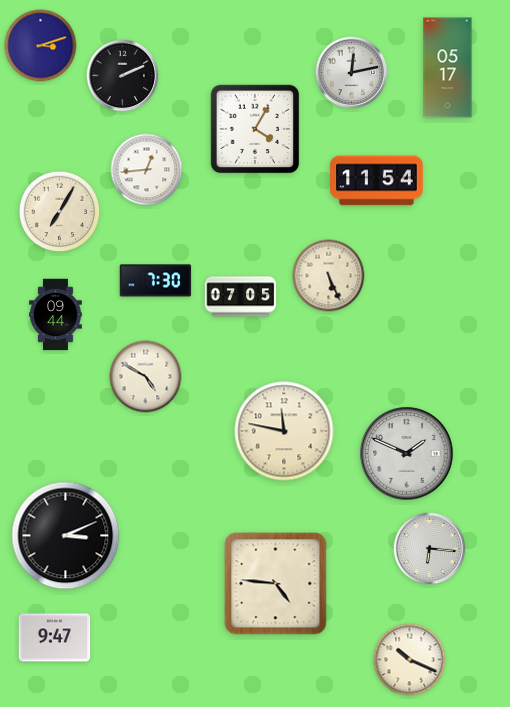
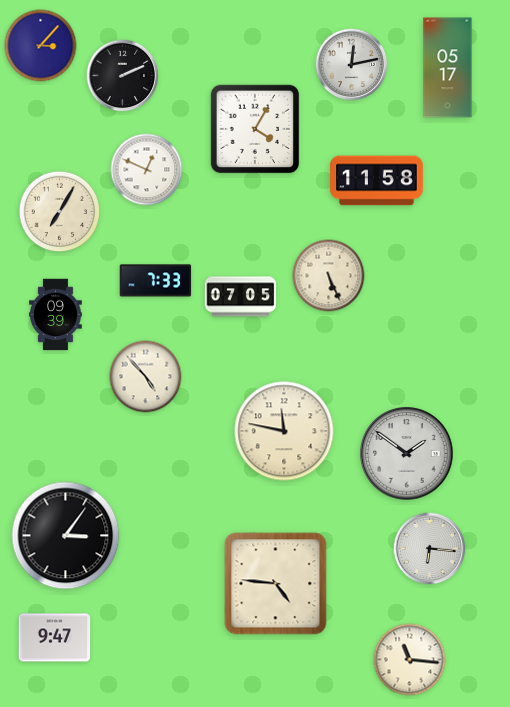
clock at (41, 46): 3:12 -> 3:07
clock at (352, 73) position: (352, 73) -> (352, 65)
clock at (147, 170): 12:44 -> 12:49
clock at (377, 181): 11:54 -> 11:58
clock at (156, 281): 7:30 -> 7:33
clock at (56, 315): 09:44 -> 09:39
clock at (146, 377): 4:50 -> 4:53
clock at (407, 454): 1:49 -> 1:51
clock at (66, 536): 3:11 -> 3:06
clock at (410, 660): 10:19 -> 11:16
